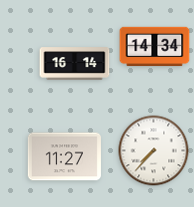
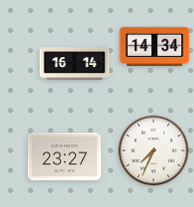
clock at (154, 151): 7:37 -> 7:34
clock at (64, 157): 11:27 -> 23:27
